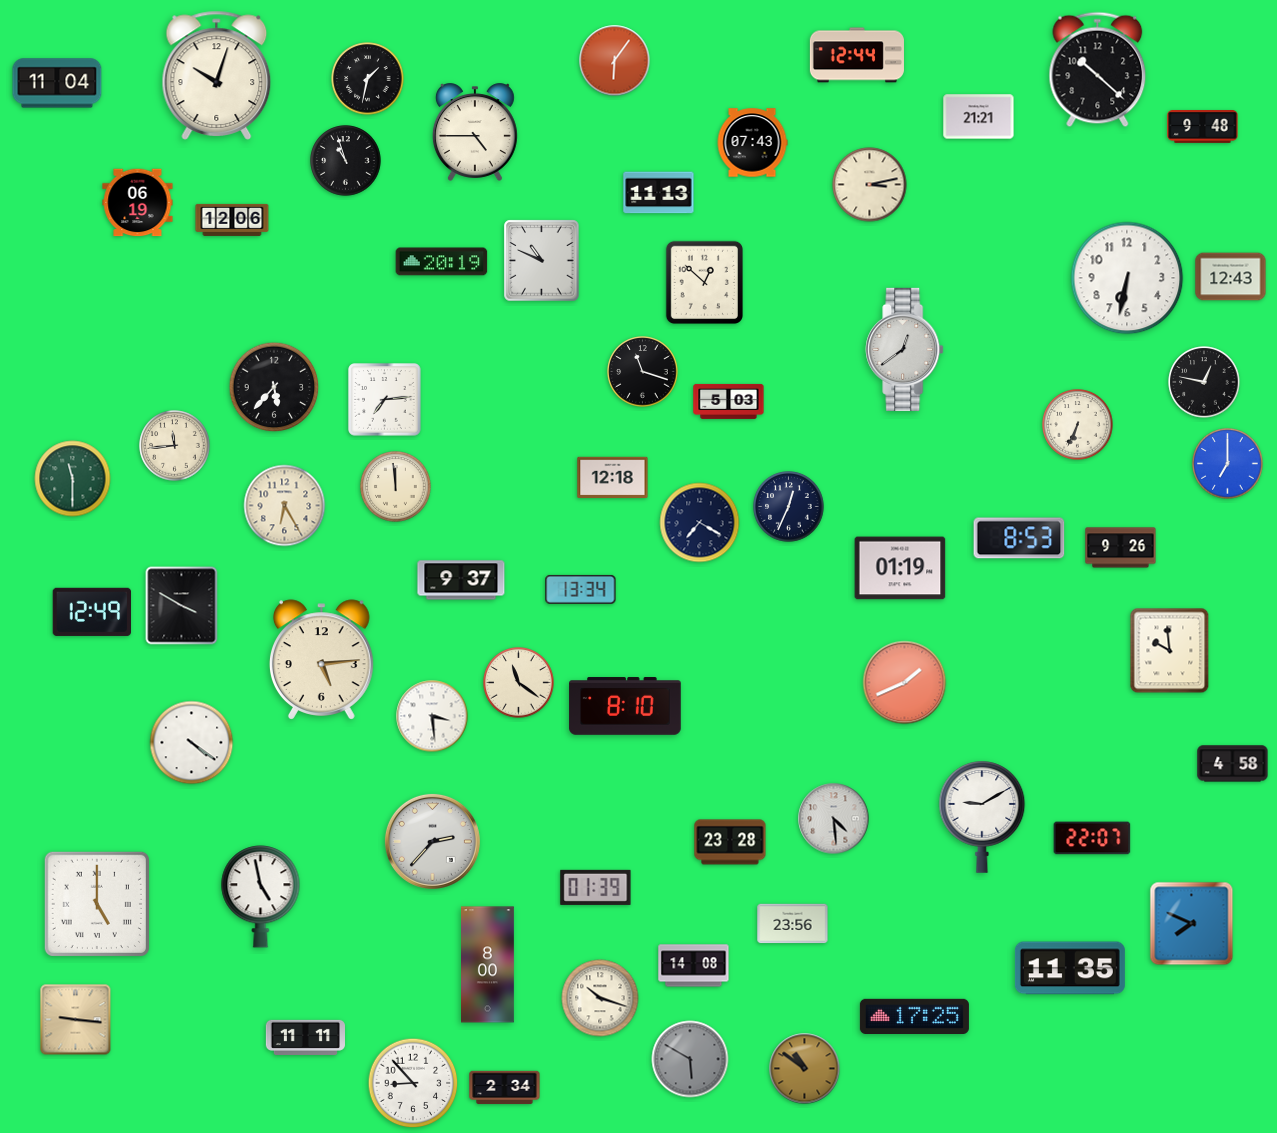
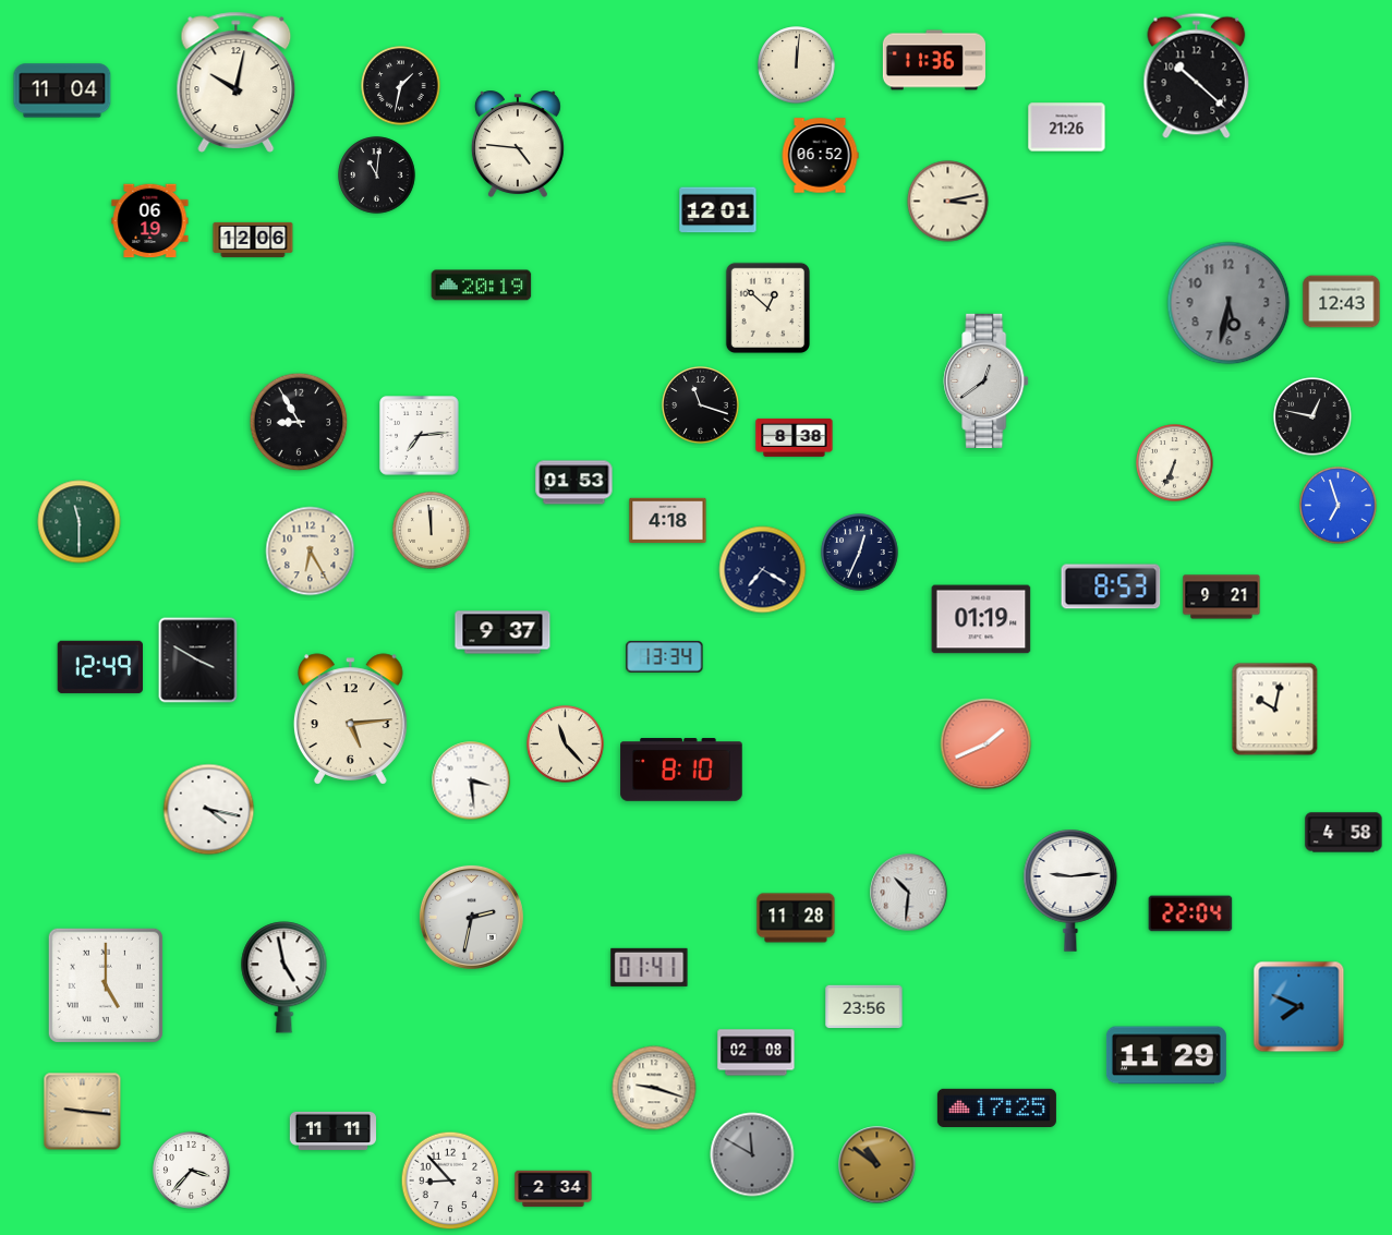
clock at (857, 55): 12:44 -> 11:36
clock at (797, 65): none -> 12:01
clock at (615, 61): 6:06 -> none
clock at (217, 75): 10:03 -> 10:02
clock at (979, 117): 21:21 -> 21:26
clock at (1203, 127): 9:48 -> none
clock at (475, 132): 4:45 -> 4:46
clock at (752, 143): 07:43 -> 06:52
clock at (346, 161): 10:57 -> 11:01
clock at (659, 193): 11:13 -> 12:01
clock at (542, 261): 10:49 -> none
clock at (1127, 278): 6:32 -> 5:32
clock at (1127, 278) dial: white -> grey
clock at (274, 387): 5:37 -> 8:55
clock at (729, 401): 5:03 -> 8:38
clock at (574, 483): none -> 01:53
clock at (175, 446): 11:44 -> none
clock at (1228, 464): 7:00 -> 6:57
clock at (613, 478): 12:18 -> 4:18
clock at (1121, 548): 9:26 -> 9:21
clock at (581, 589) position: (581, 589) -> (665, 656)
clock at (1170, 651): 9:59 -> 10:02
clock at (519, 683): 11:21 -> 11:23
clock at (192, 743): 4:21 -> 4:17
clock at (982, 817): 9:10 -> 9:14
clock at (834, 819): 4:29 -> 10:31
clock at (1092, 838): 22:07 -> 22:04
clock at (432, 841): 2:37 -> 2:32
clock at (730, 842): 23:28 -> 11:28
clock at (596, 887): 01:39 -> 01:41
clock at (488, 965): 8:00 -> none
clock at (694, 966): 14:08 -> 02:08
clock at (1070, 968): 11:35 -> 11:29
clock at (600, 998): 10:18 -> 9:18
clock at (690, 1059): 5:50 -> 11:50
clock at (192, 1171): none -> 3:37
clock at (505, 1088) position: (505, 1088) -> (554, 1189)
